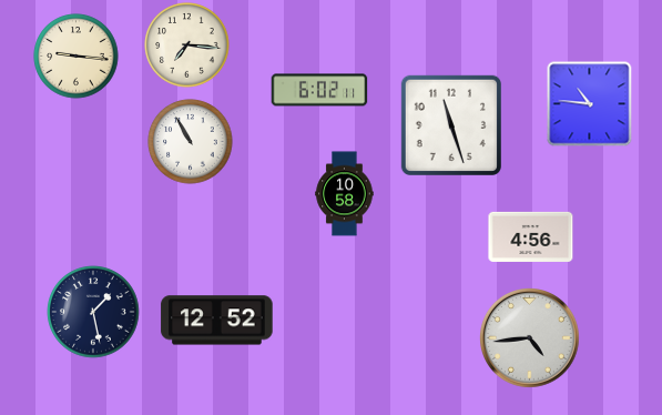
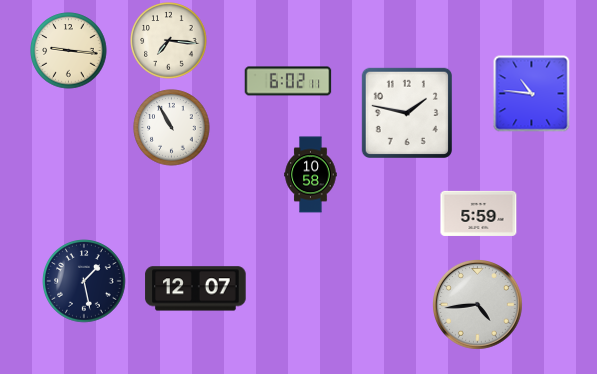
clock at (451, 125): 11:27 -> 1:47
clock at (531, 236): 4:56 -> 5:59
clock at (217, 321): 12:52 -> 12:07
